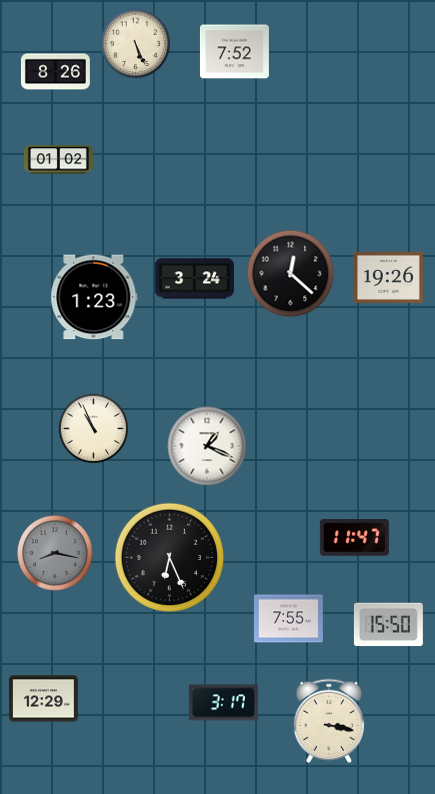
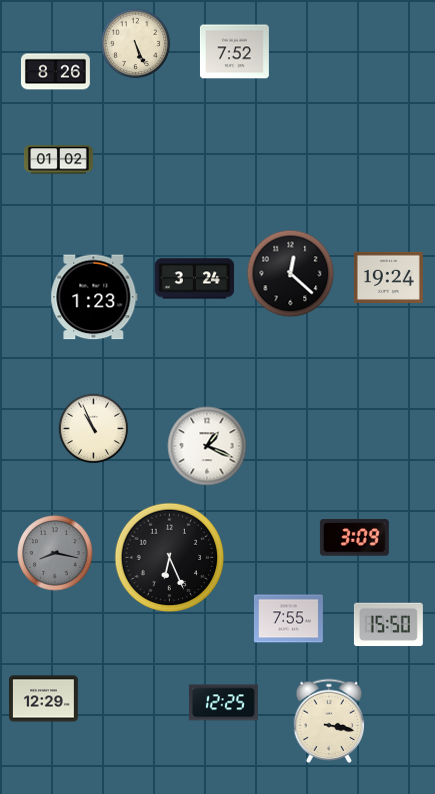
clock at (388, 277): 19:26 -> 19:24
clock at (354, 538): 11:47 -> 3:09
clock at (223, 703): 3:17 -> 12:25
